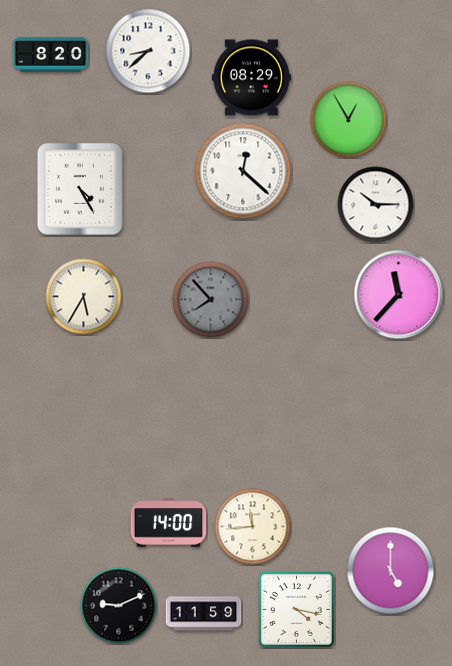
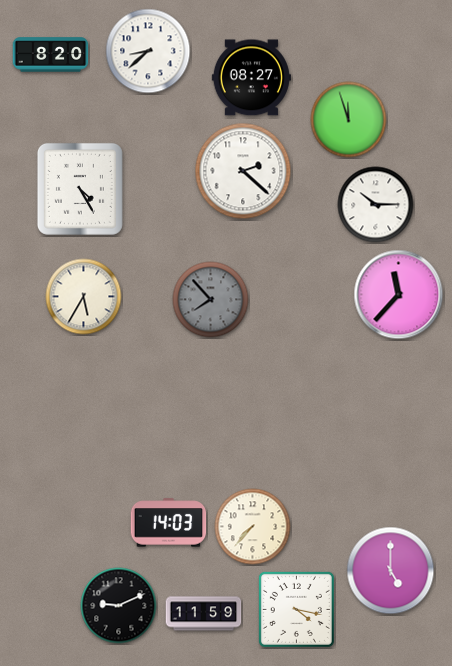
clock at (251, 78): 08:29 -> 08:27
clock at (349, 120): 12:55 -> 11:57
clock at (243, 171): 12:22 -> 2:22
clock at (169, 523): 14:00 -> 14:03
clock at (253, 527): 11:44 -> 7:37
